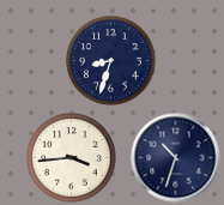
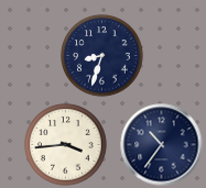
clock at (176, 158): 10:33 -> 10:36
